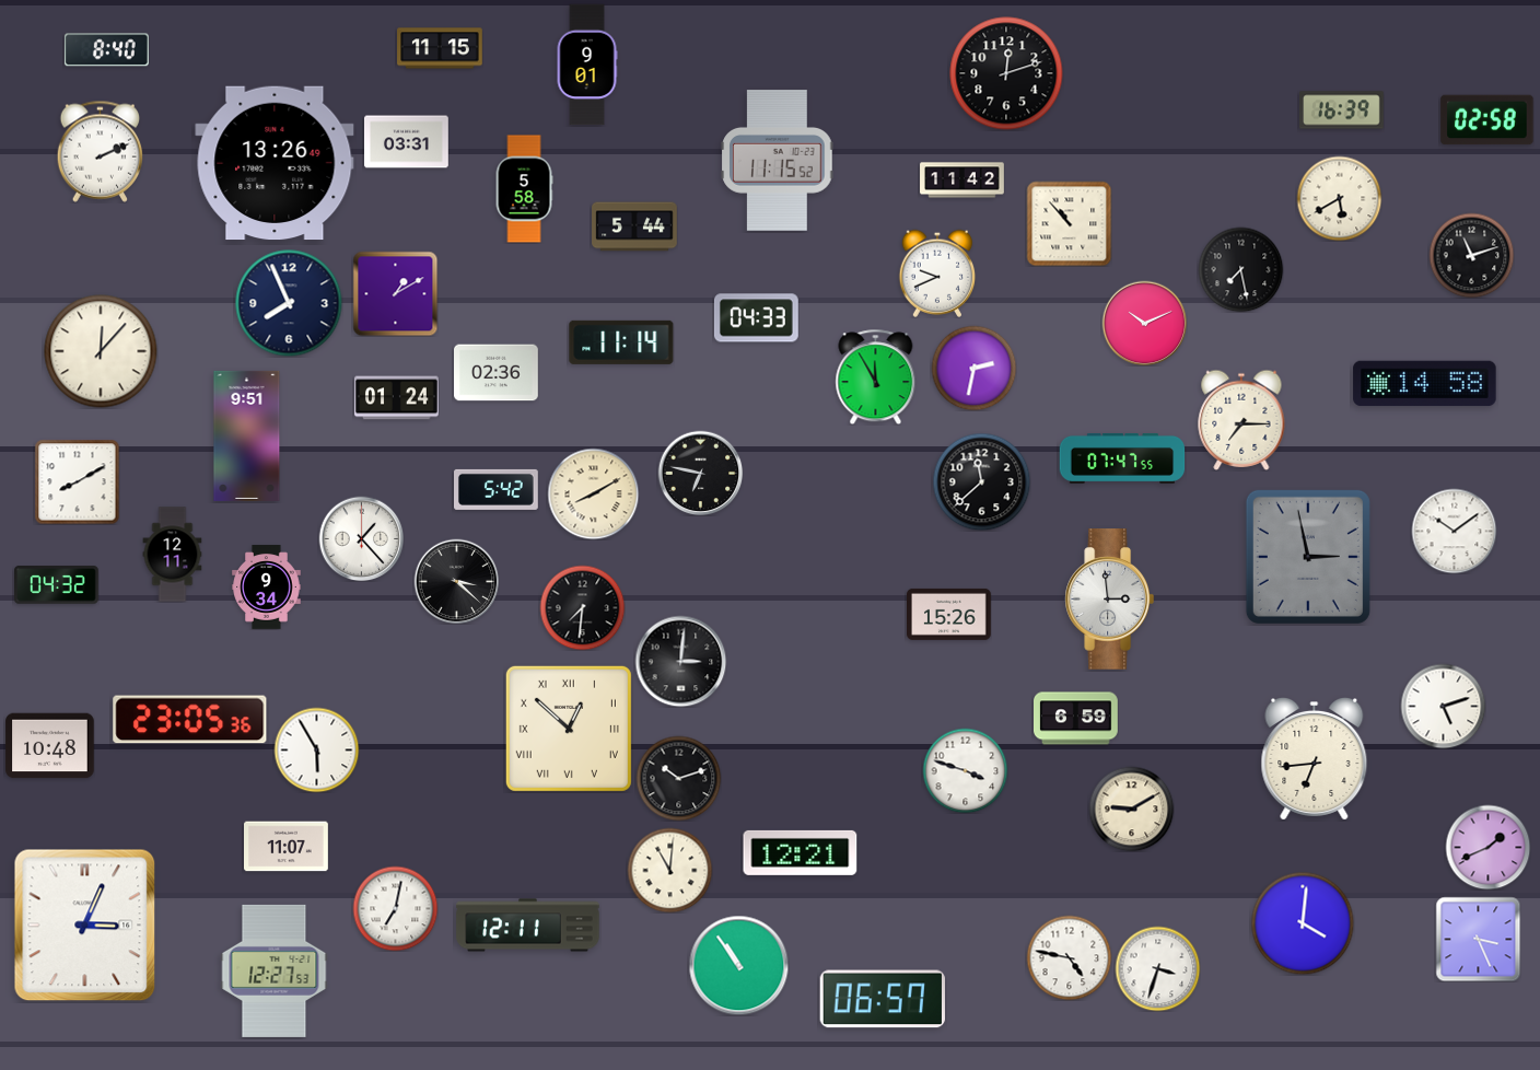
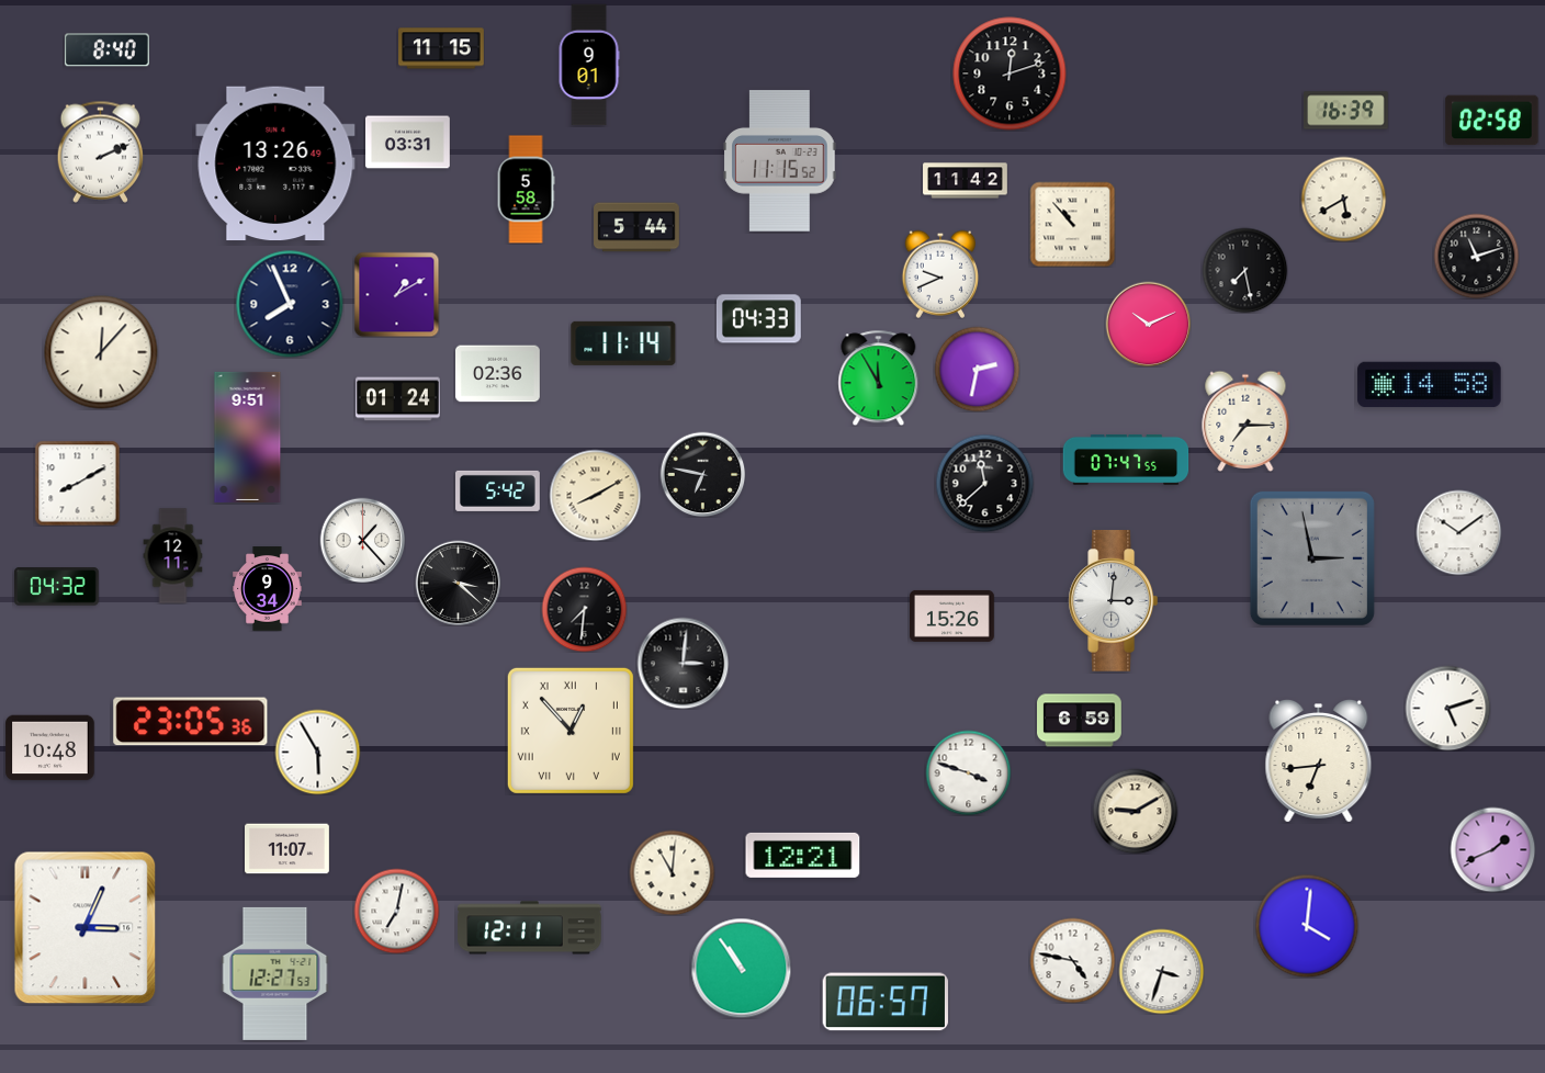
clock at (1109, 600): 2:59 -> 3:01
clock at (569, 729): 12:52 -> 12:53
clock at (678, 778): 10:12 -> none
clock at (1478, 939): 3:26 -> none
